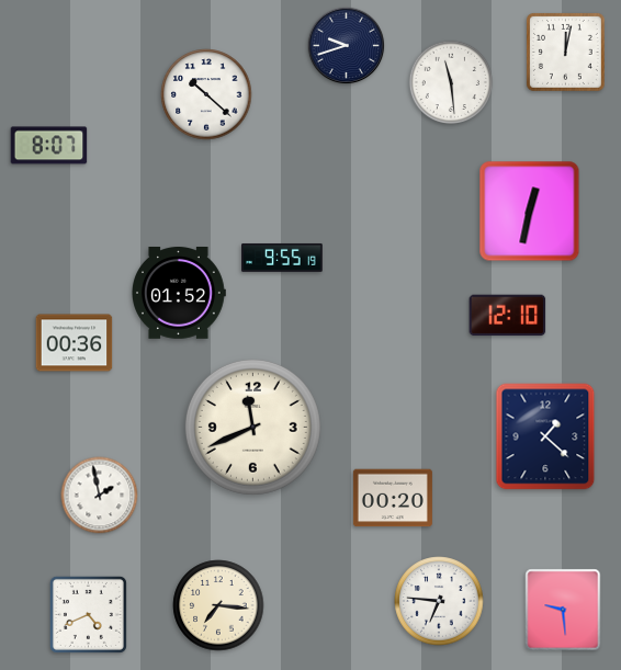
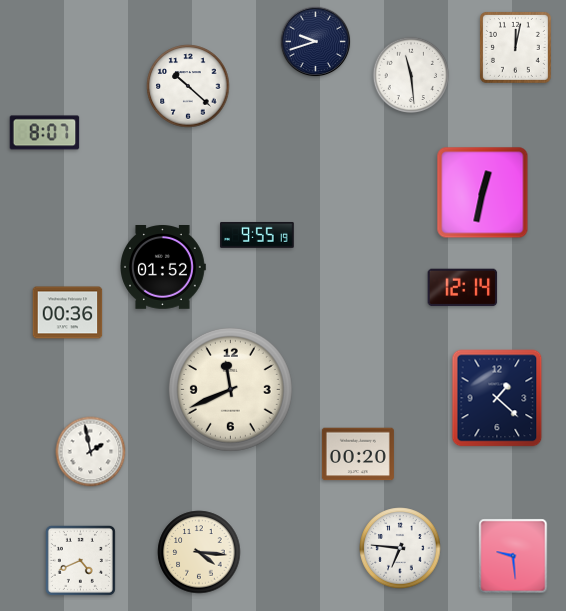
clock at (508, 316): 12:10 -> 12:14
clock at (218, 605): 7:16 -> 4:16
